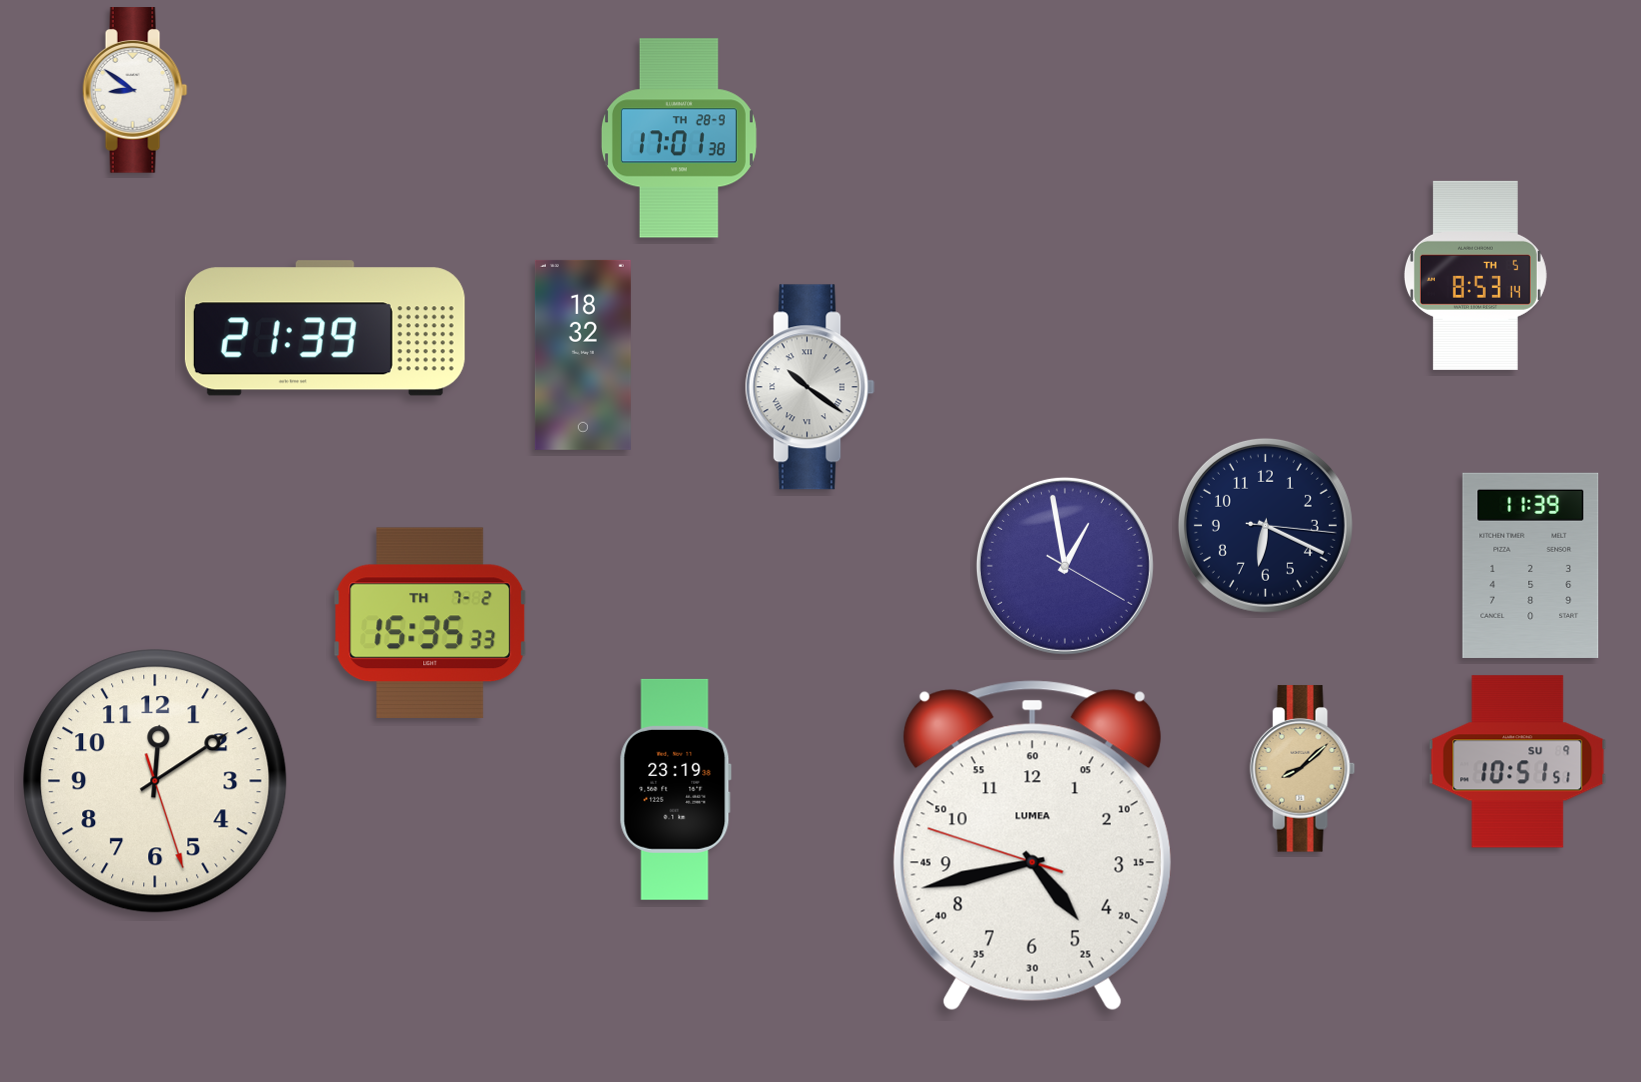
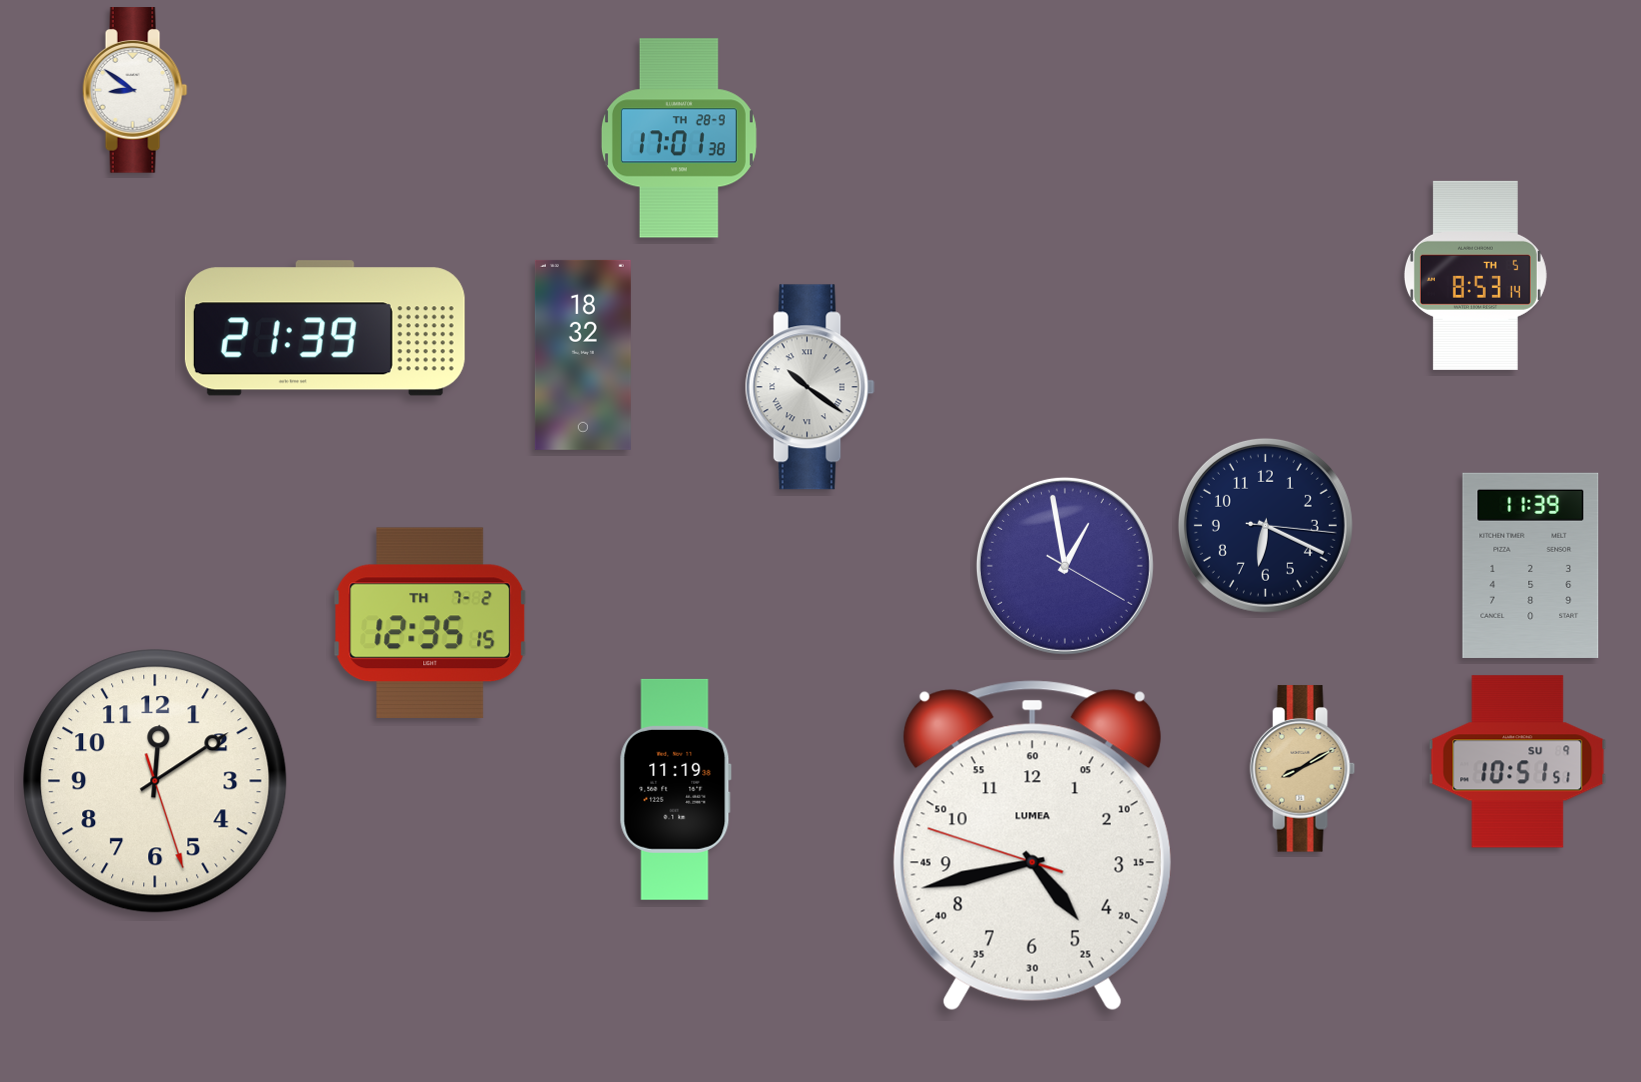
clock at (430, 623): 15:35 -> 12:35
clock at (1303, 769): 8:08 -> 8:10
clock at (675, 789): 23:19 -> 11:19
